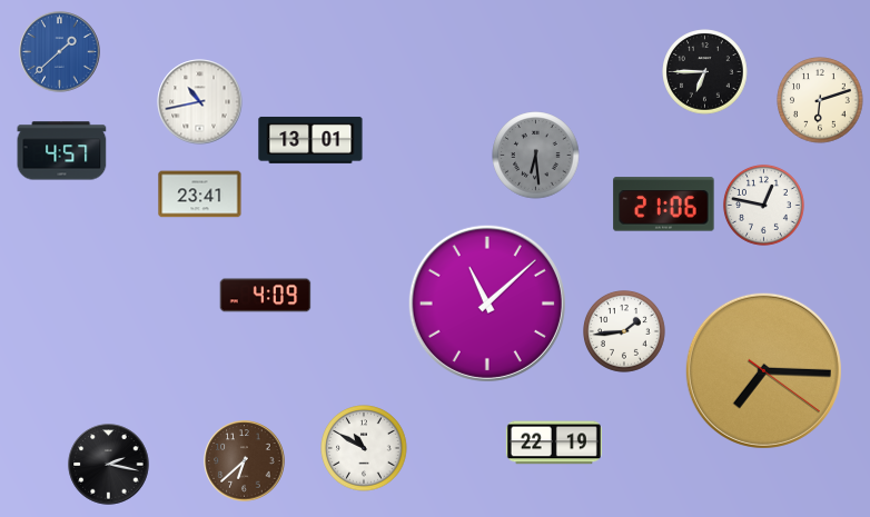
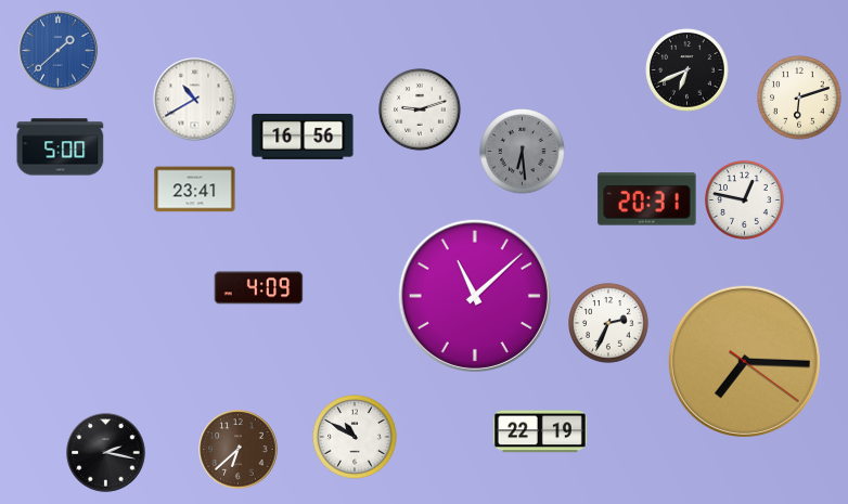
clock at (705, 72): 6:45 -> 6:41
clock at (200, 102): 10:43 -> 10:40
clock at (420, 109): none -> 9:12
clock at (310, 140): 13:01 -> 16:56
clock at (62, 151): 4:57 -> 5:00
clock at (664, 205): 21:06 -> 20:31
clock at (625, 332): 1:44 -> 2:34
